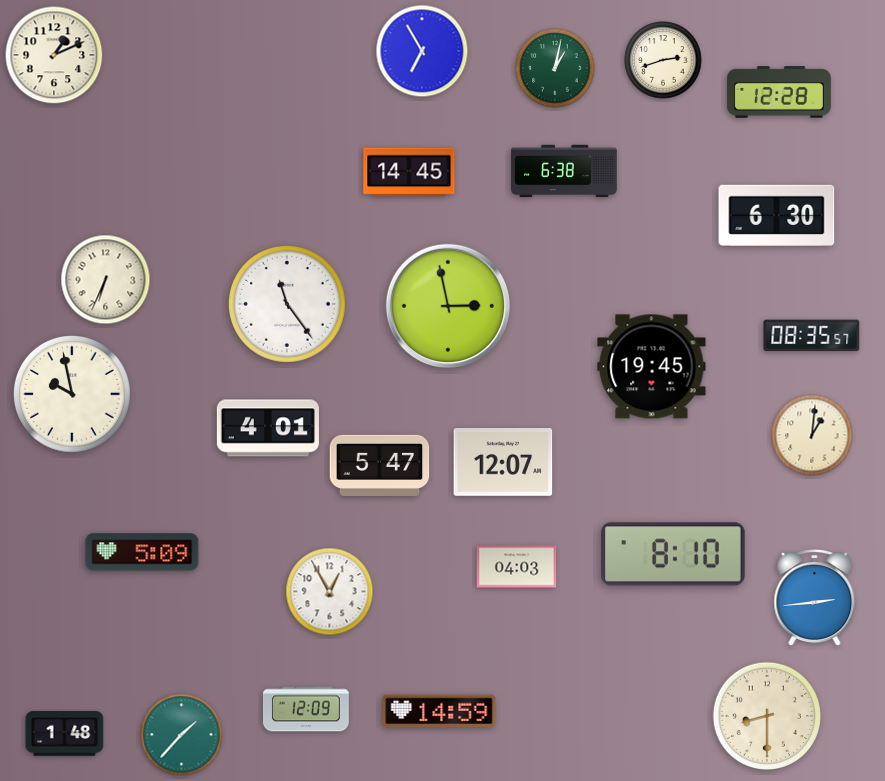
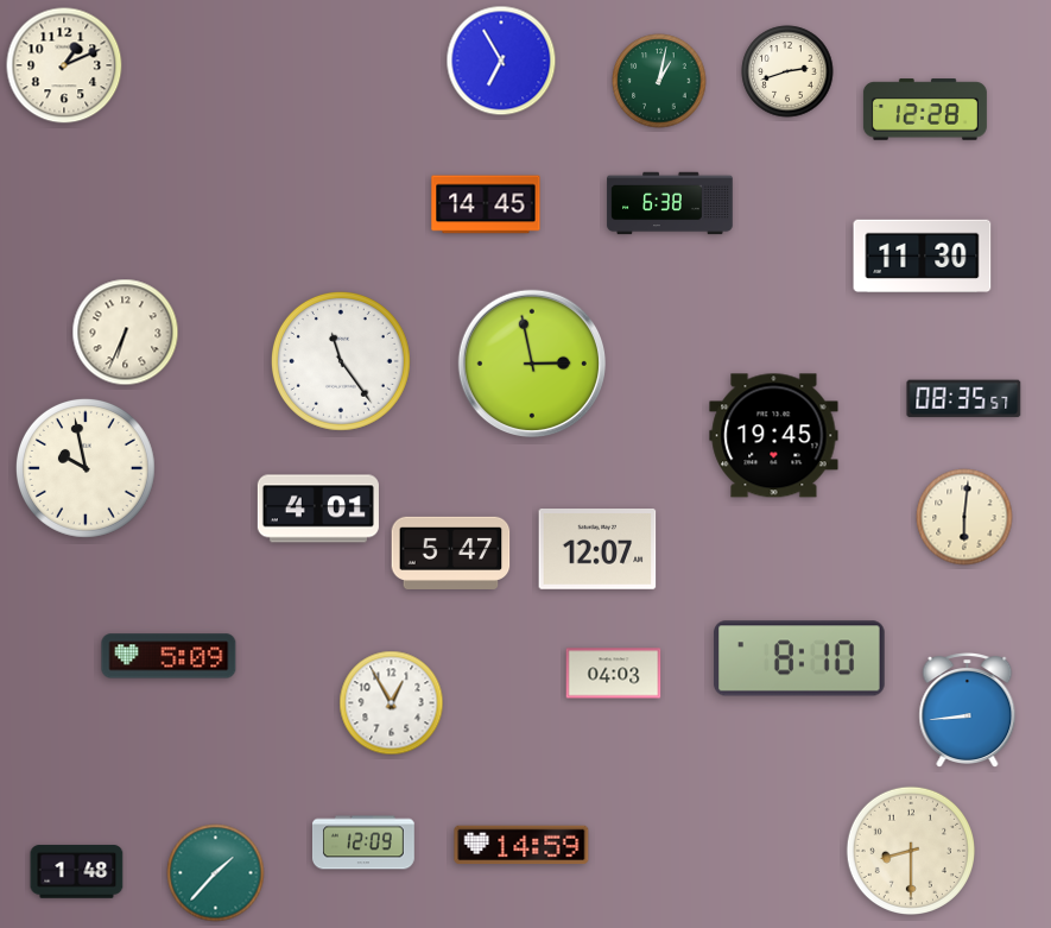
clock at (777, 215): 6:30 -> 11:30
clock at (812, 435): 1:01 -> 6:01
clock at (815, 598): 2:44 -> 8:44
